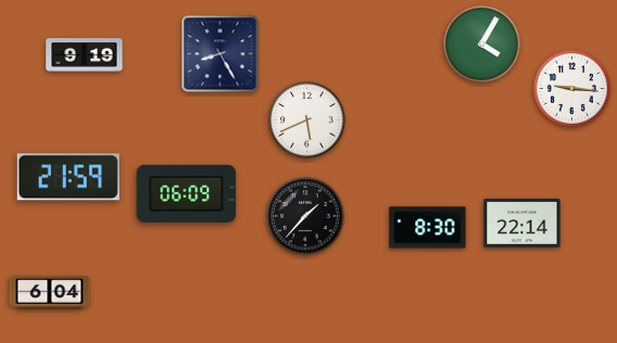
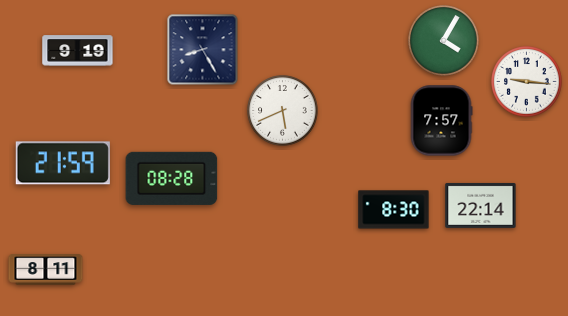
clock at (441, 121): none -> 7:57
clock at (187, 193): 06:09 -> 08:28
clock at (305, 216): 1:37 -> none
clock at (50, 293): 6:04 -> 8:11
